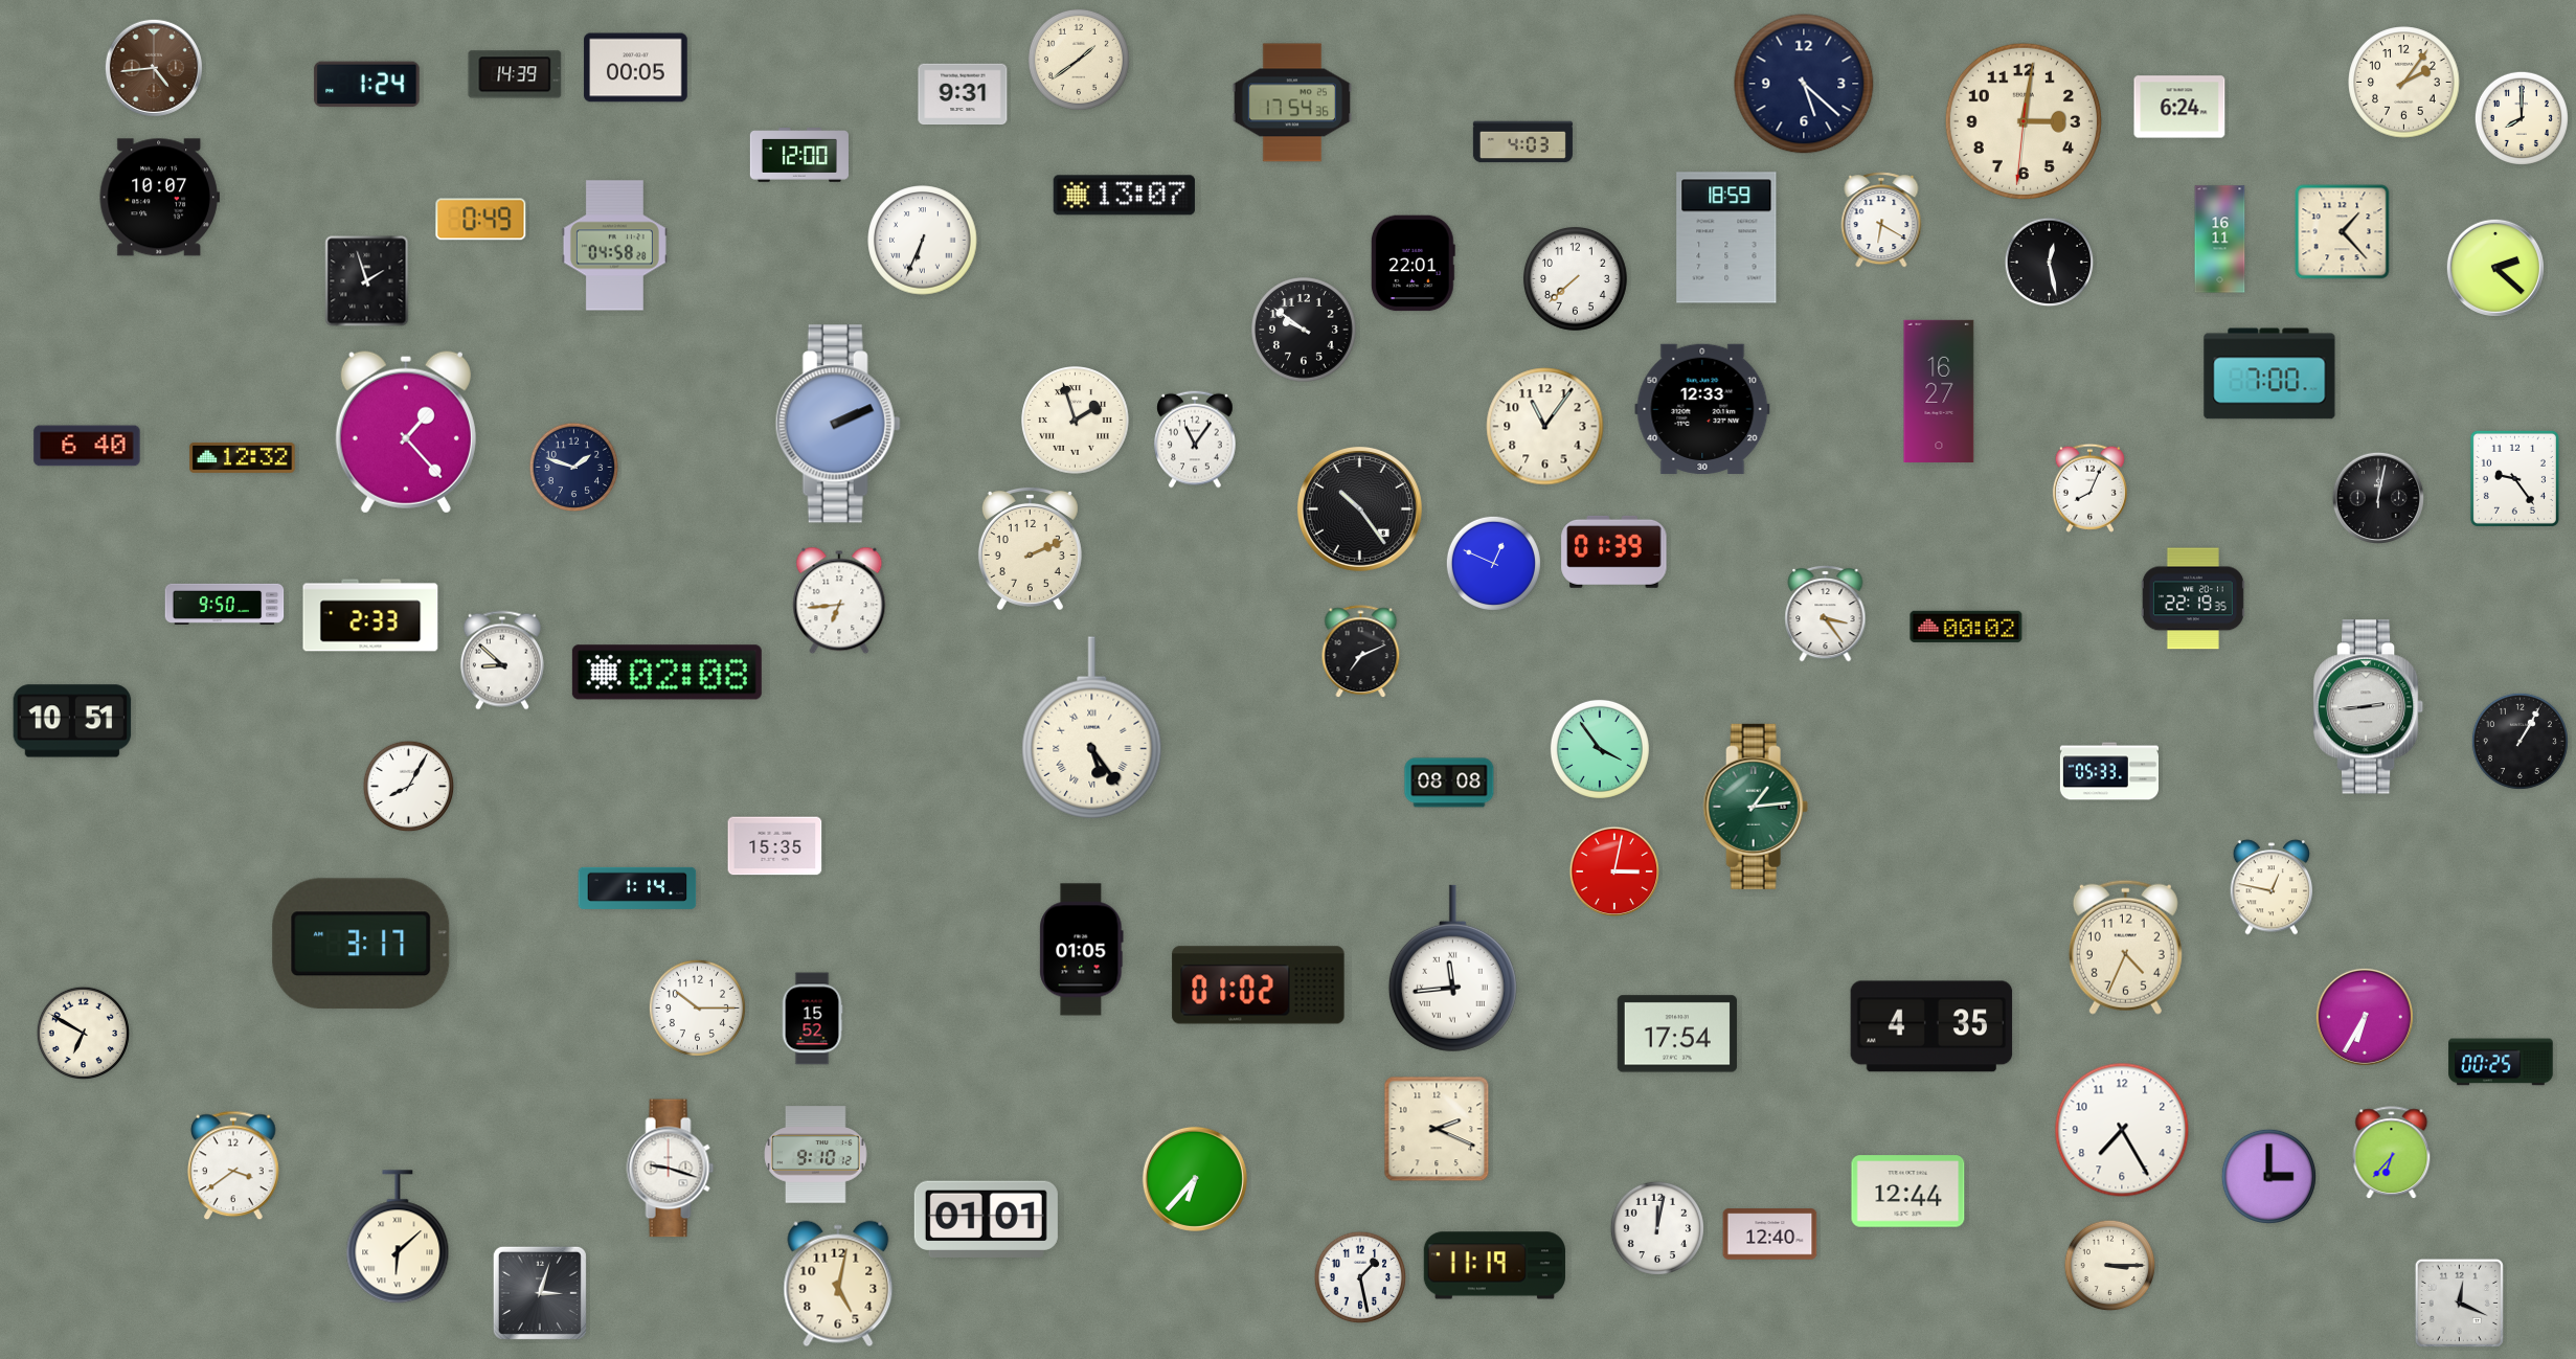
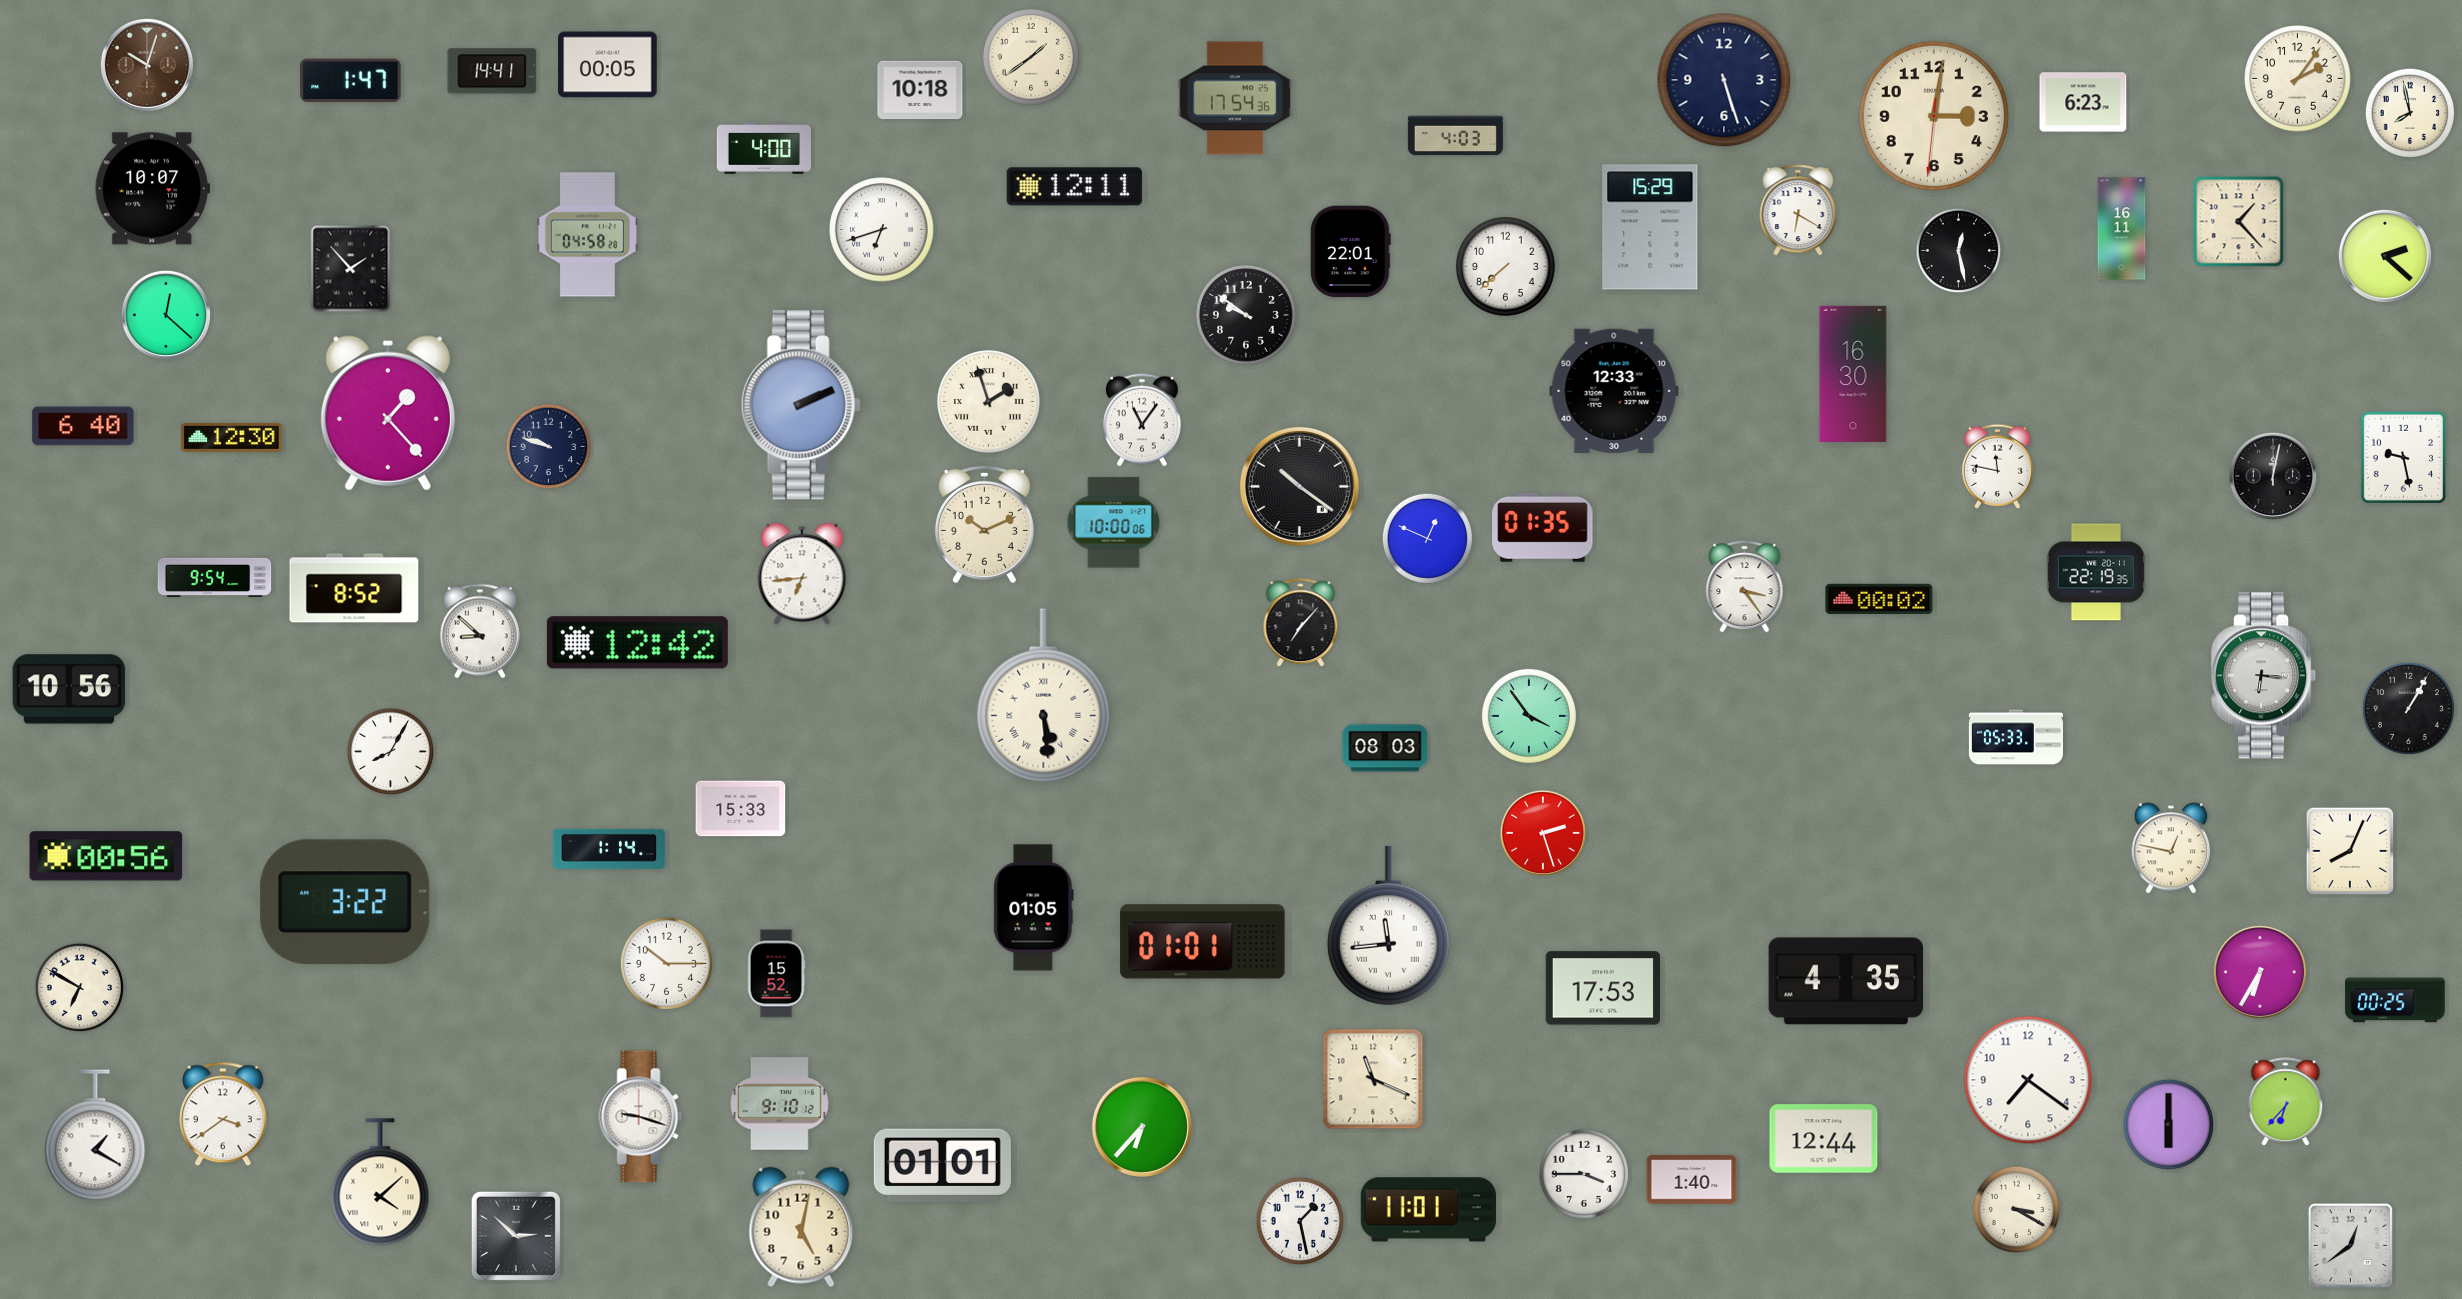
clock at (154, 68): 4:44 -> 10:03
clock at (515, 74): 14:39 -> 14:41
clock at (1804, 84): 5:22 -> 5:27
clock at (367, 85): 1:24 -> 1:47
clock at (963, 94): 9:31 -> 10:18
clock at (2179, 107): 6:24 -> 6:23
clock at (2522, 118): 8:00 -> 7:58
clock at (799, 156): 12:00 -> 4:00
clock at (1124, 196): 13:07 -> 12:11
clock at (481, 220): 0:49 -> none
clock at (1726, 237): 18:59 -> 15:29
clock at (923, 241): 6:34 -> 6:42
clock at (367, 281): 1:57 -> 1:53
clock at (166, 315): none -> 12:22
clock at (2269, 373): 7:00 -> none
clock at (1939, 391): 16:27 -> 16:30
clock at (1702, 409) position: (1702, 409) -> (1614, 391)
clock at (1076, 421) position: (1076, 421) -> (989, 402)
clock at (1545, 427): 11:06 -> none
clock at (243, 457): 12:32 -> 12:30
clock at (574, 468): 1:48 -> 9:48
clock at (2514, 478): 9:24 -> 9:28
clock at (2089, 488): 8:04 -> 11:47
clock at (1359, 508): 10:24 -> 10:21
clock at (1114, 523): none -> 10:00
clock at (1030, 548): 2:11 -> 10:11
clock at (1614, 551): 01:39 -> 01:35
clock at (225, 604): 9:50 -> 9:54
clock at (370, 615): 2:33 -> 8:52
clock at (1361, 652): 7:11 -> 7:07
clock at (666, 673): 02:08 -> 12:42
clock at (2369, 707): 2:44 -> 6:16
clock at (72, 721): 10:51 -> 10:56
clock at (1092, 728): 5:24 -> 5:29
clock at (1449, 783): 08:08 -> 08:03
clock at (1756, 807): 1:14 -> none
clock at (775, 846): 15:35 -> 15:33
clock at (1613, 870): 3:02 -> 2:27
clock at (2350, 851): none -> 8:04
clock at (106, 856): none -> 00:56
clock at (361, 944): 3:17 -> 3:22
clock at (2125, 947): 4:34 -> none
clock at (1259, 986): 01:02 -> 01:01
clock at (1676, 1034): 17:54 -> 17:53
clock at (2501, 1062) position: (2501, 1062) -> (2395, 1000)
clock at (1437, 1129): 2:19 -> 11:19
clock at (2122, 1130): 7:25 -> 7:21
clock at (2268, 1176): 3:00 -> 6:00
clock at (95, 1135): none -> 1:20
clock at (1657, 1228): 12:02 -> 3:45
clock at (1770, 1235): 12:40 -> 1:40
clock at (398, 1238): 6:08 -> 4:08
clock at (1494, 1266): 11:19 -> 11:01
clock at (2110, 1266): 3:15 -> 3:20
clock at (540, 1293): 3:03 -> 2:52
clock at (2459, 1303): 12:19 -> 12:39
